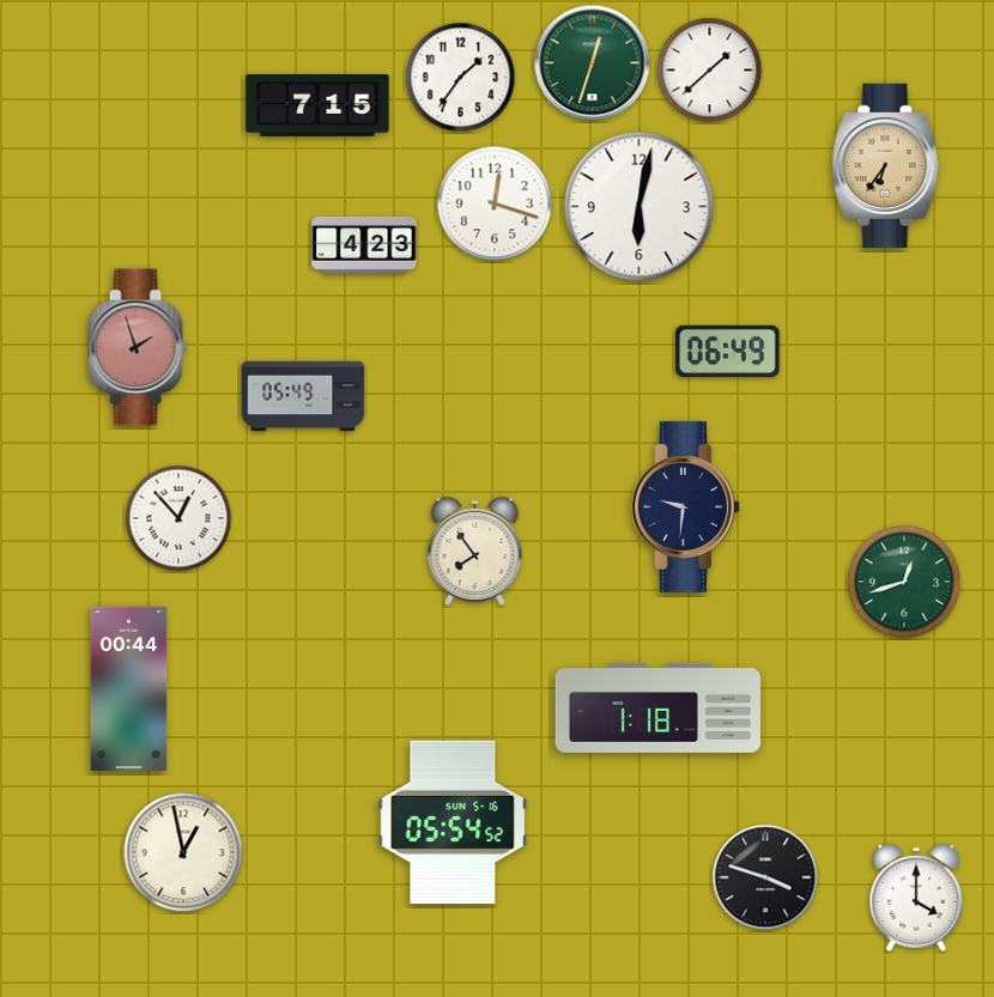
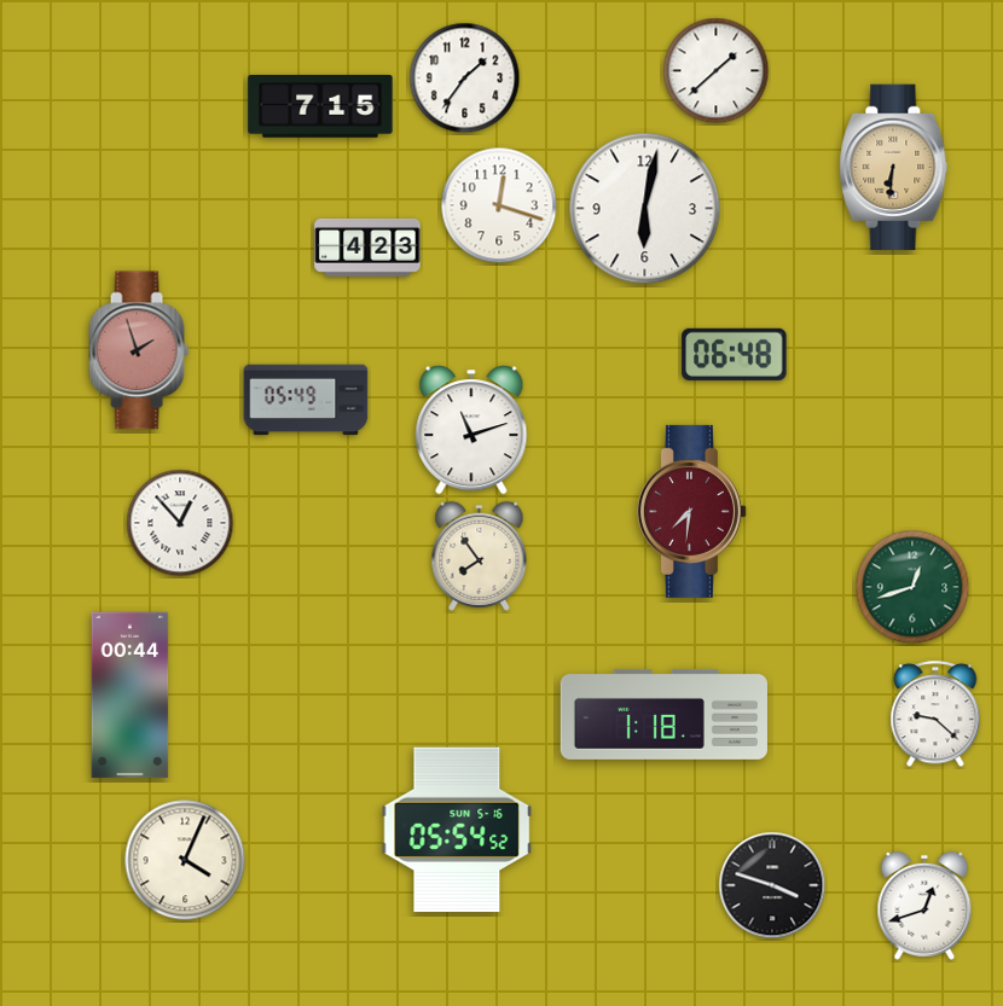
clock at (593, 63): 12:33 -> none
clock at (886, 166): 6:36 -> 6:31
clock at (728, 351): 06:49 -> 06:48
clock at (471, 430): none -> 11:12
clock at (685, 506): 9:31 -> 7:31
clock at (685, 506) dial: navy -> burgundy
clock at (935, 715): none -> 9:22
clock at (183, 852): 12:58 -> 4:04
clock at (916, 898): 4:00 -> 12:42
